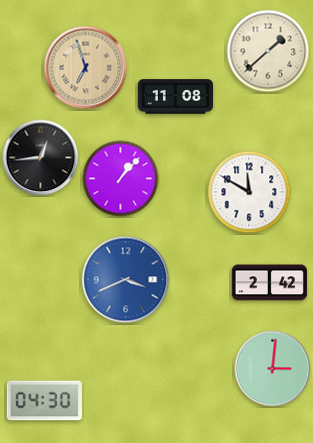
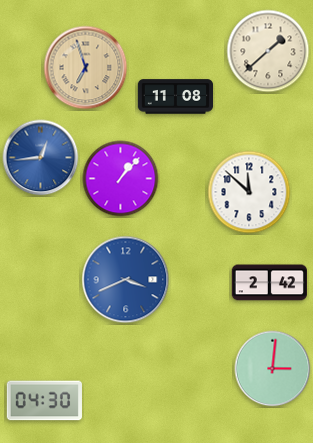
clock at (41, 158) dial: black -> blue
clock at (249, 192): 11:50 -> 11:52
